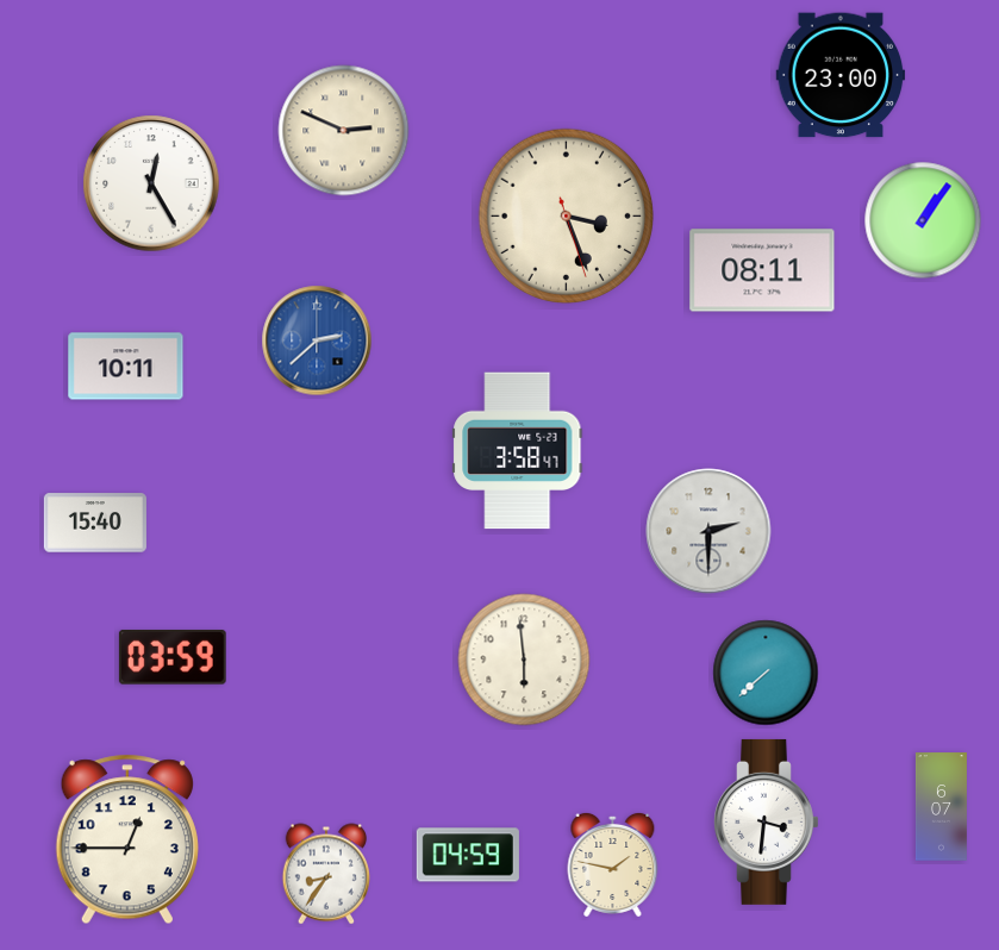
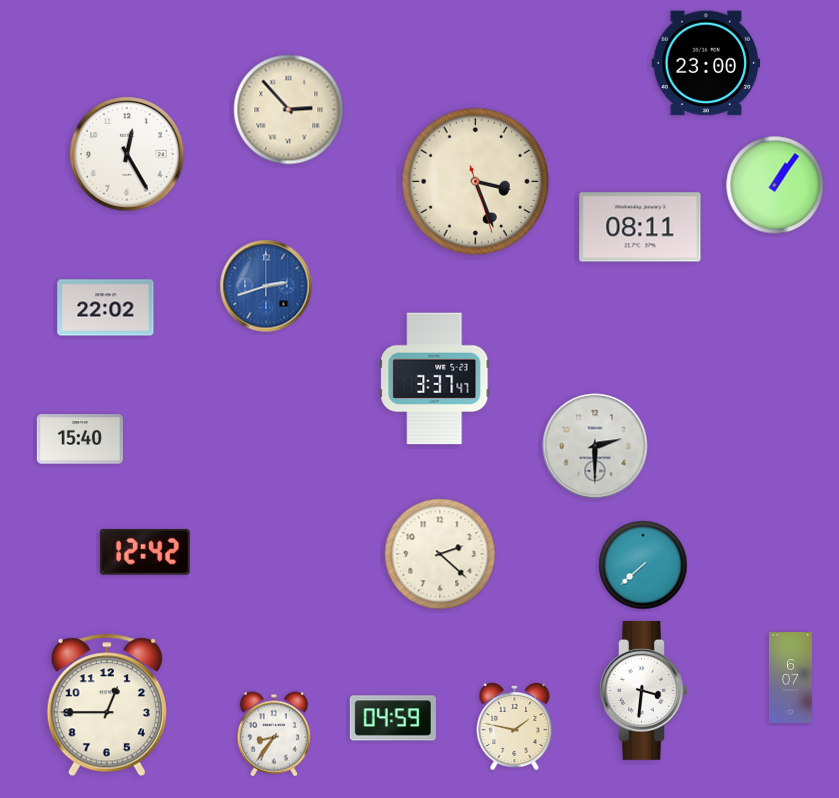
clock at (344, 131): 2:49 -> 2:53
clock at (317, 340): 2:38 -> 2:42
clock at (126, 367): 10:11 -> 22:02
clock at (518, 451): 3:58 -> 3:37
clock at (173, 657): 03:59 -> 12:42
clock at (524, 660): 5:59 -> 2:22
